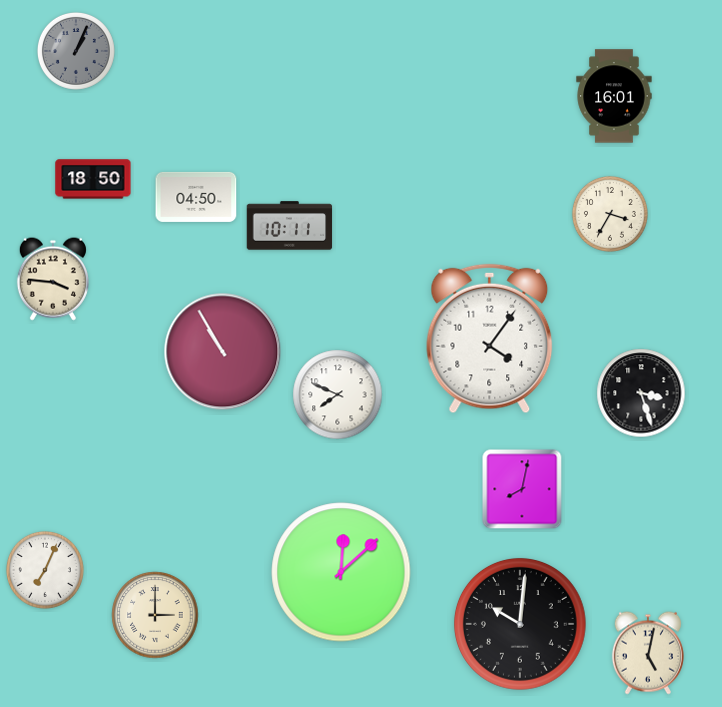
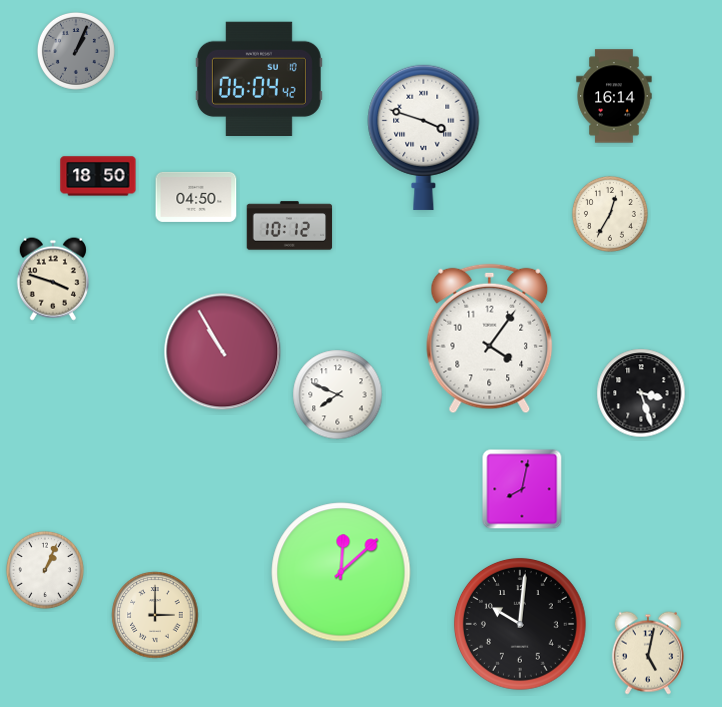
clock at (259, 78): none -> 06:04
clock at (614, 96): 16:01 -> 16:14
clock at (424, 137): none -> 3:48
clock at (93, 179) position: (93, 179) -> (98, 176)
clock at (610, 214): 3:35 -> 12:35
clock at (290, 226): 10:11 -> 10:12
clock at (53, 279): 3:46 -> 3:48
clock at (45, 570): 7:04 -> 1:04
